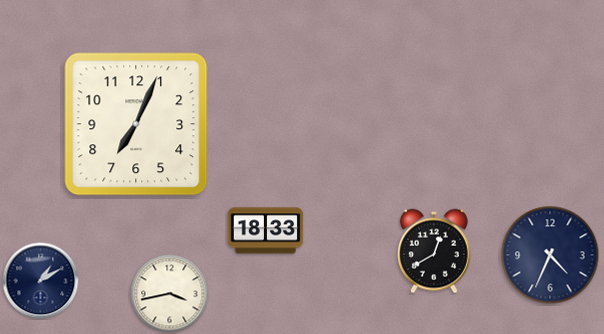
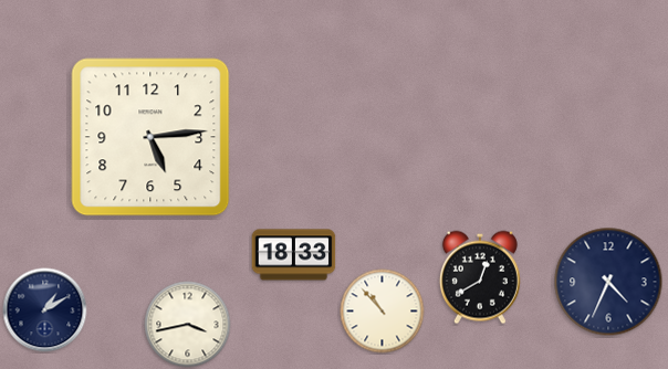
clock at (136, 124): 7:04 -> 5:14
clock at (383, 312): none -> 10:53
